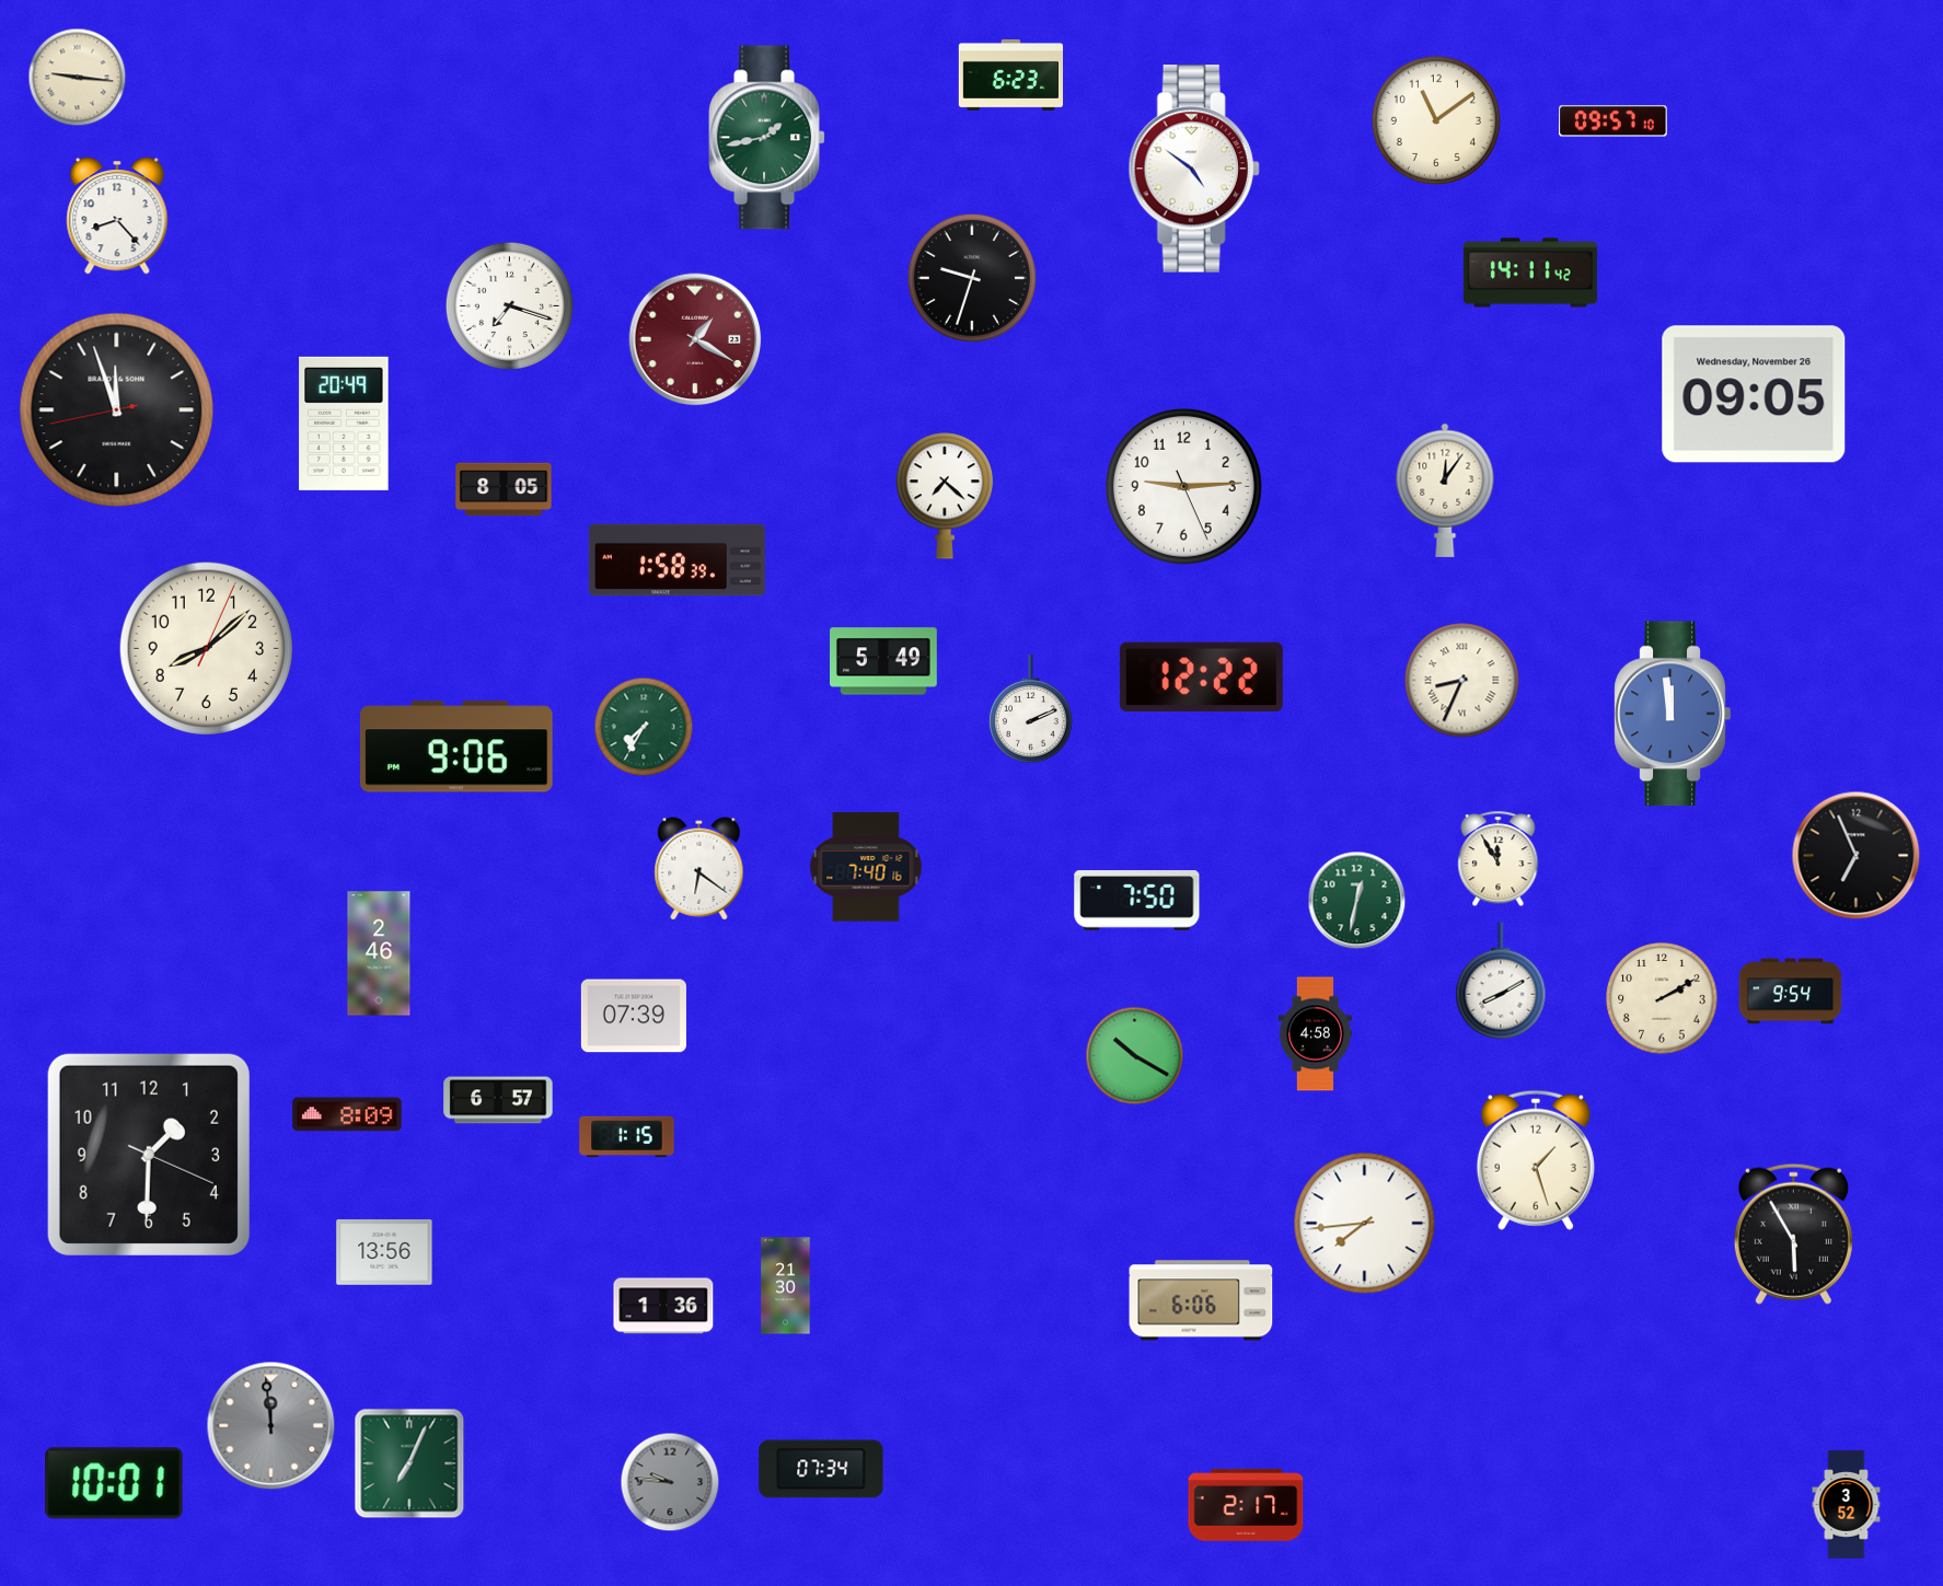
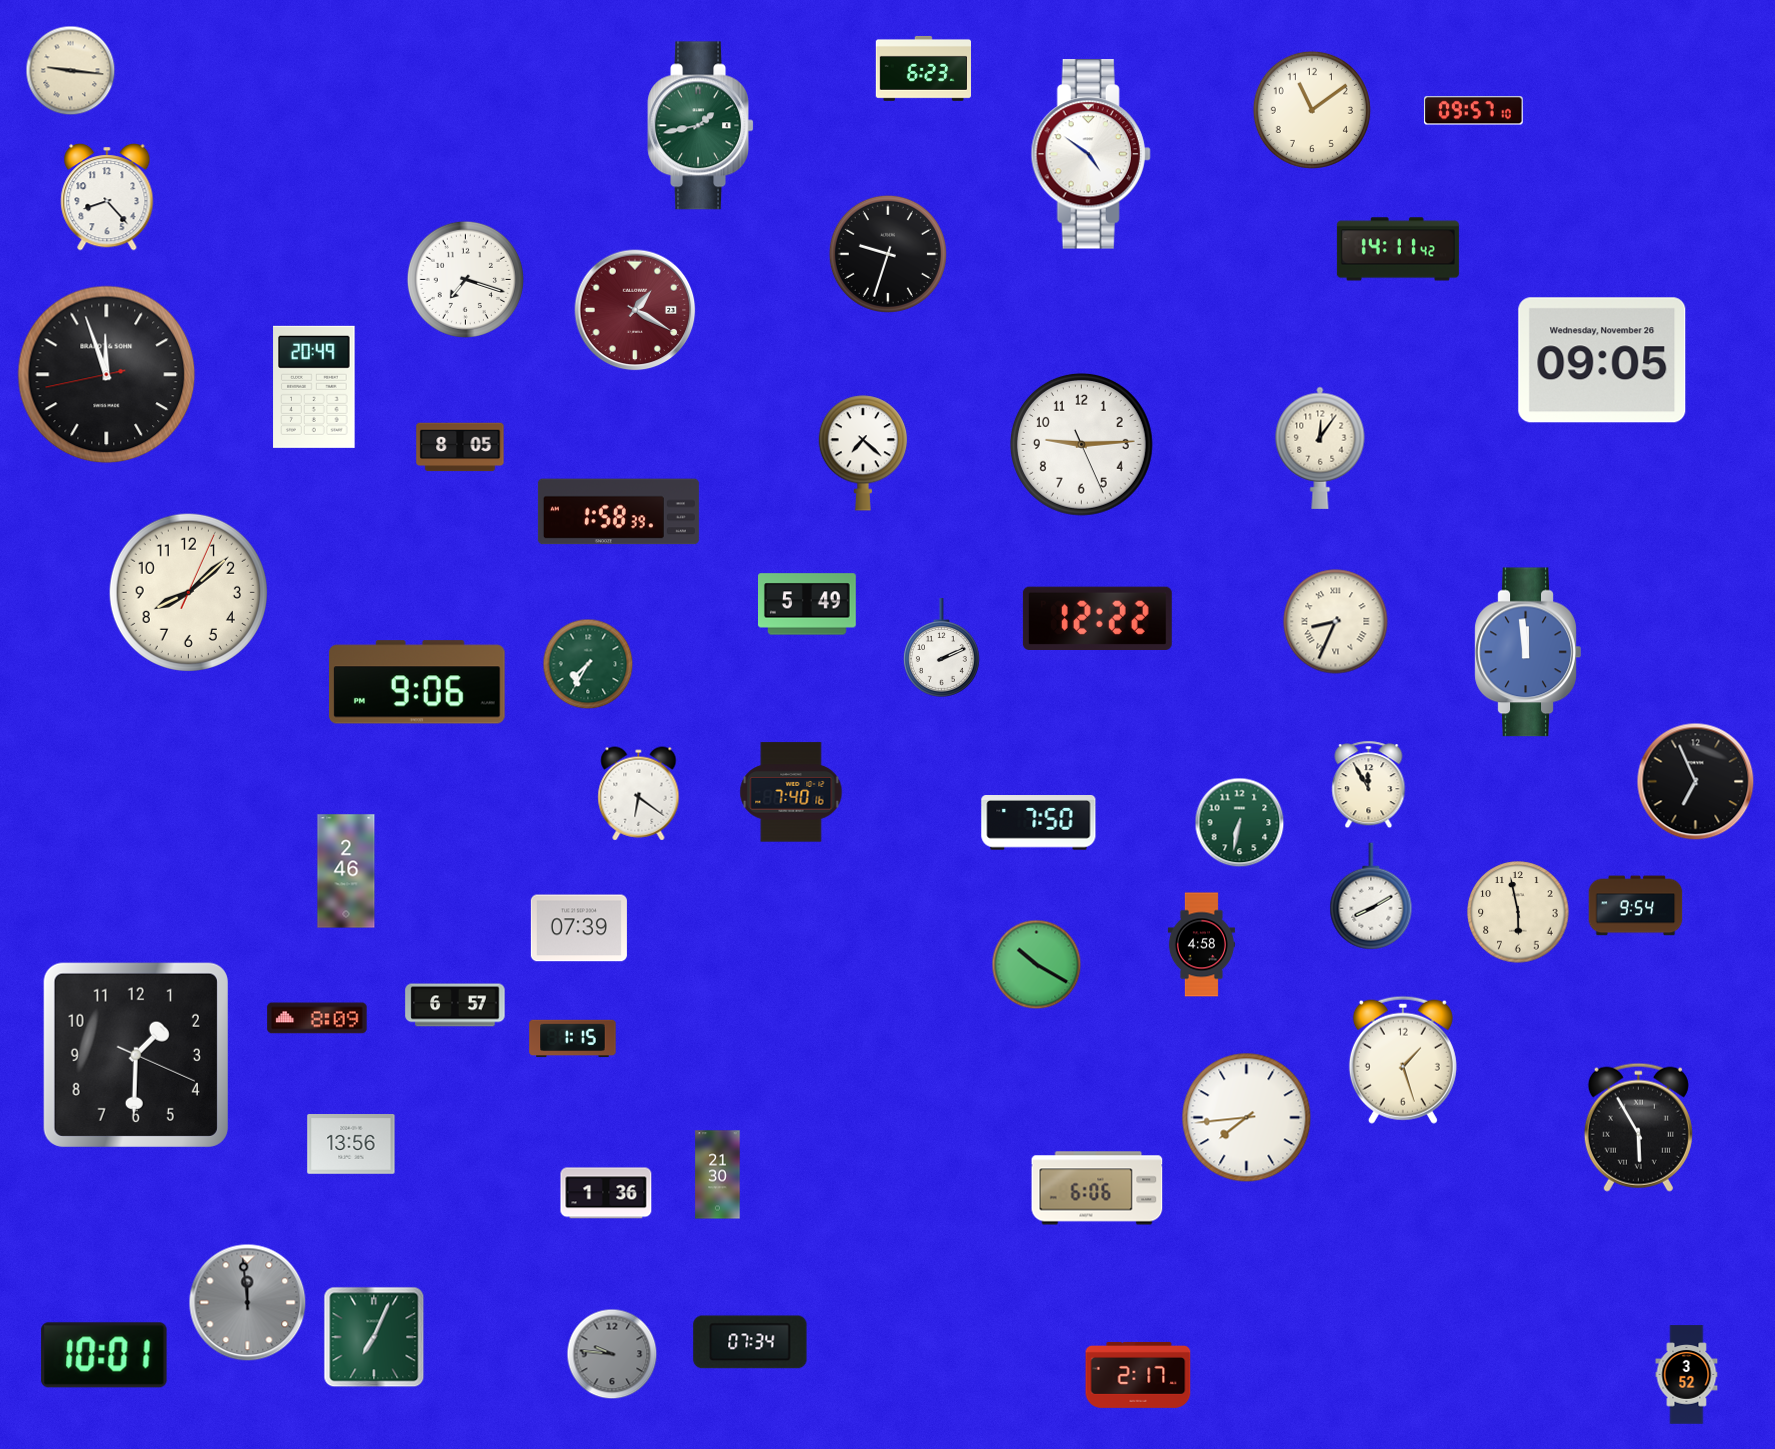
clock at (1357, 901): 12:32 -> 6:32
clock at (1662, 998): 2:10 -> 5:58
